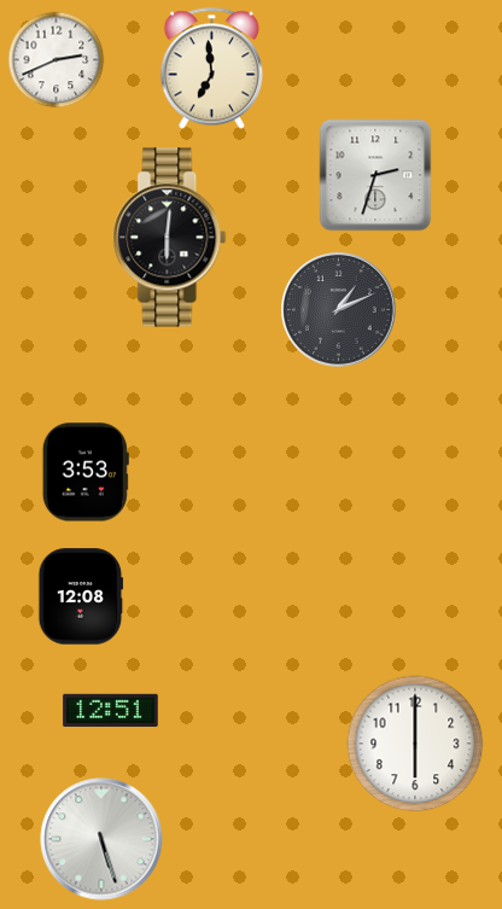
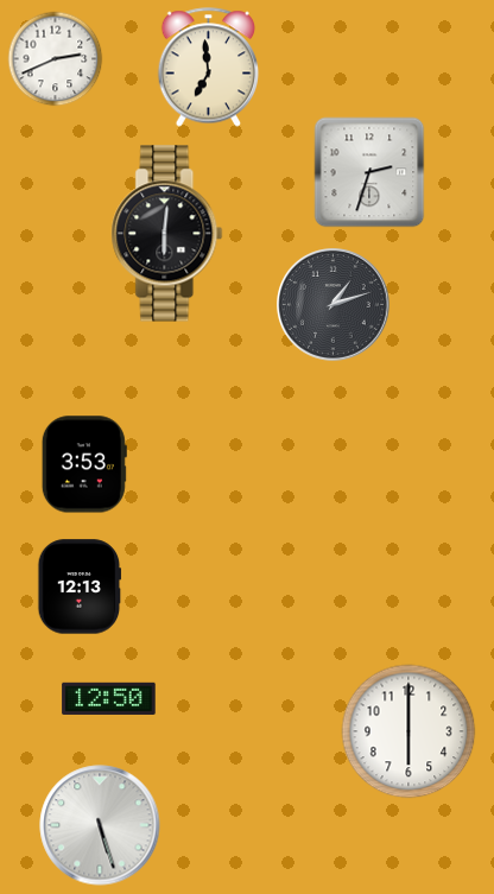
clock at (339, 310): 1:11 -> 1:12
clock at (81, 596): 12:08 -> 12:13
clock at (111, 710): 12:51 -> 12:50
